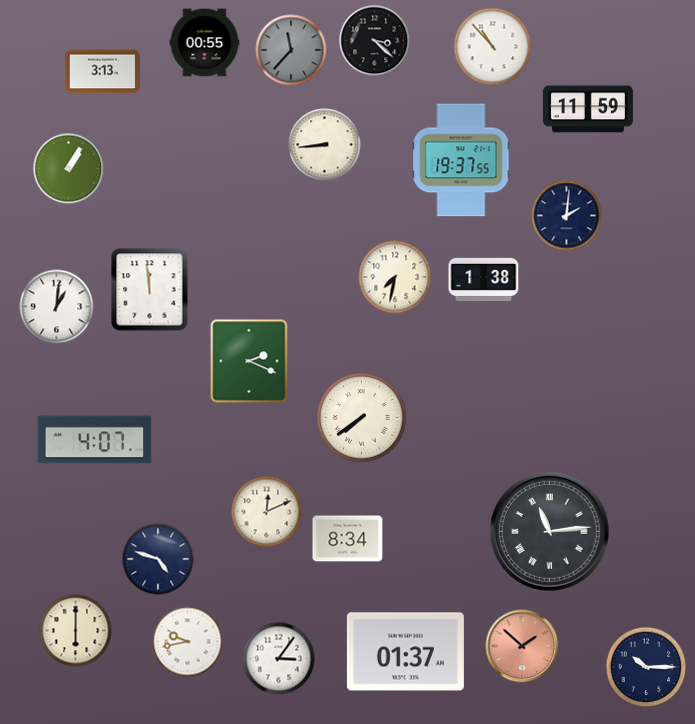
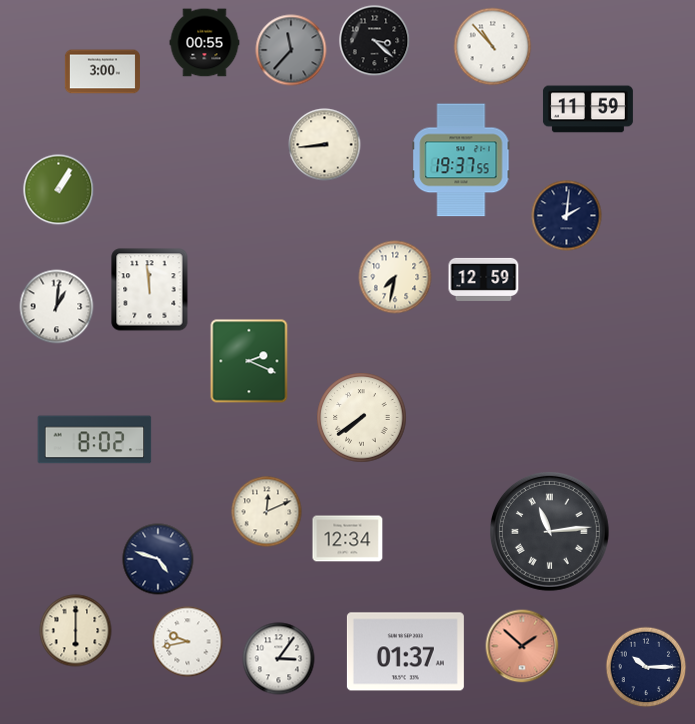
clock at (102, 72): 3:13 -> 3:00
clock at (69, 169) position: (69, 169) -> (59, 190)
clock at (484, 279): 1:38 -> 12:59
clock at (95, 440): 4:07 -> 8:02
clock at (348, 539): 8:34 -> 12:34
